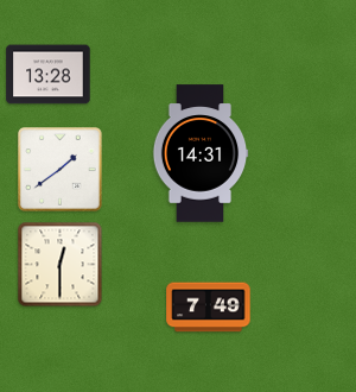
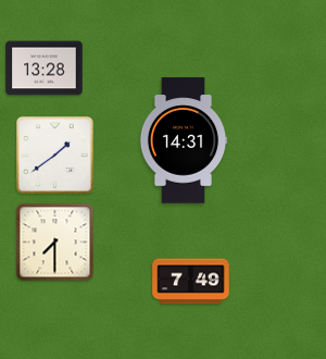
clock at (61, 265): 12:30 -> 7:30
